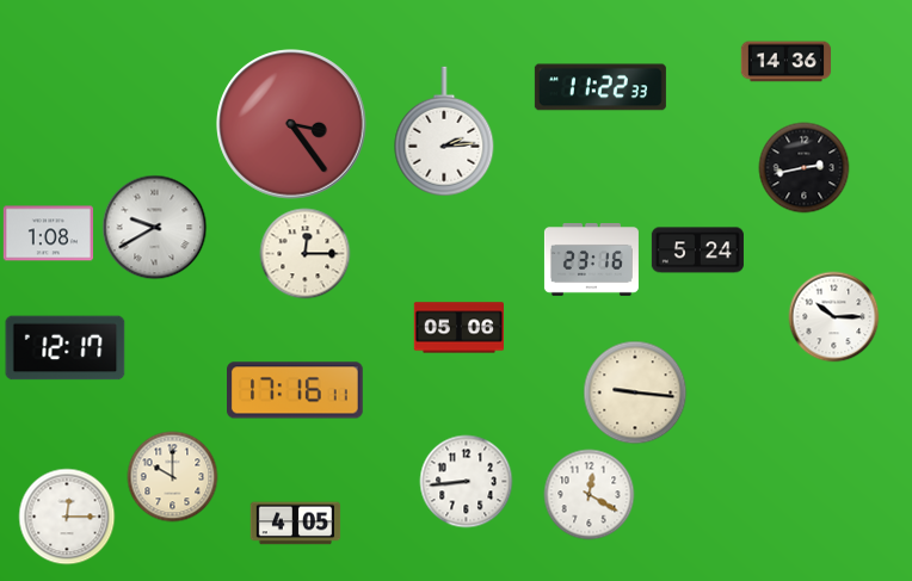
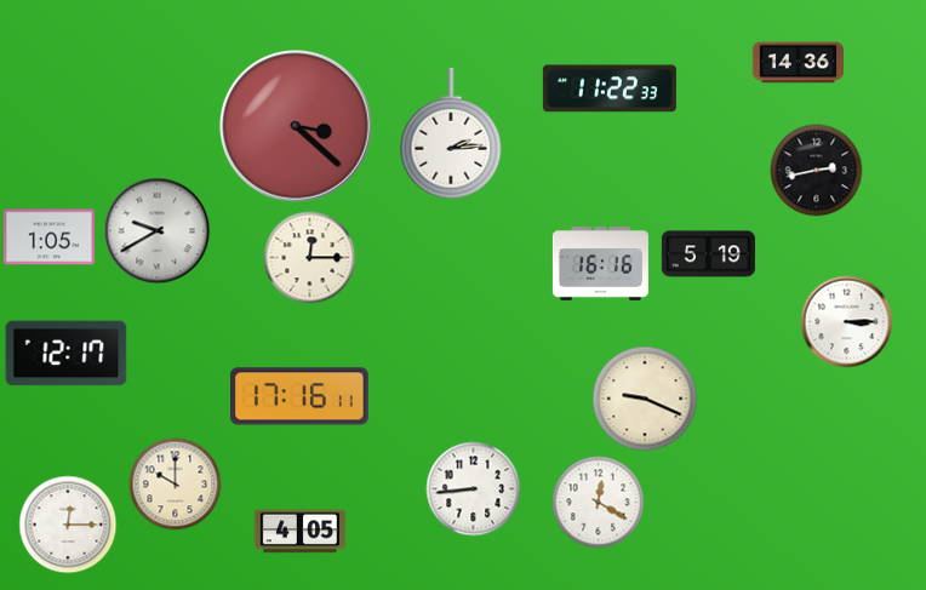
clock at (291, 124): 3:24 -> 3:22
clock at (48, 234): 1:08 -> 1:05
clock at (697, 251): 5:24 -> 5:19
clock at (591, 260): 23:16 -> 16:16
clock at (834, 317): 10:15 -> 3:15
clock at (460, 328): 05:06 -> none
clock at (635, 393): 9:16 -> 9:19
